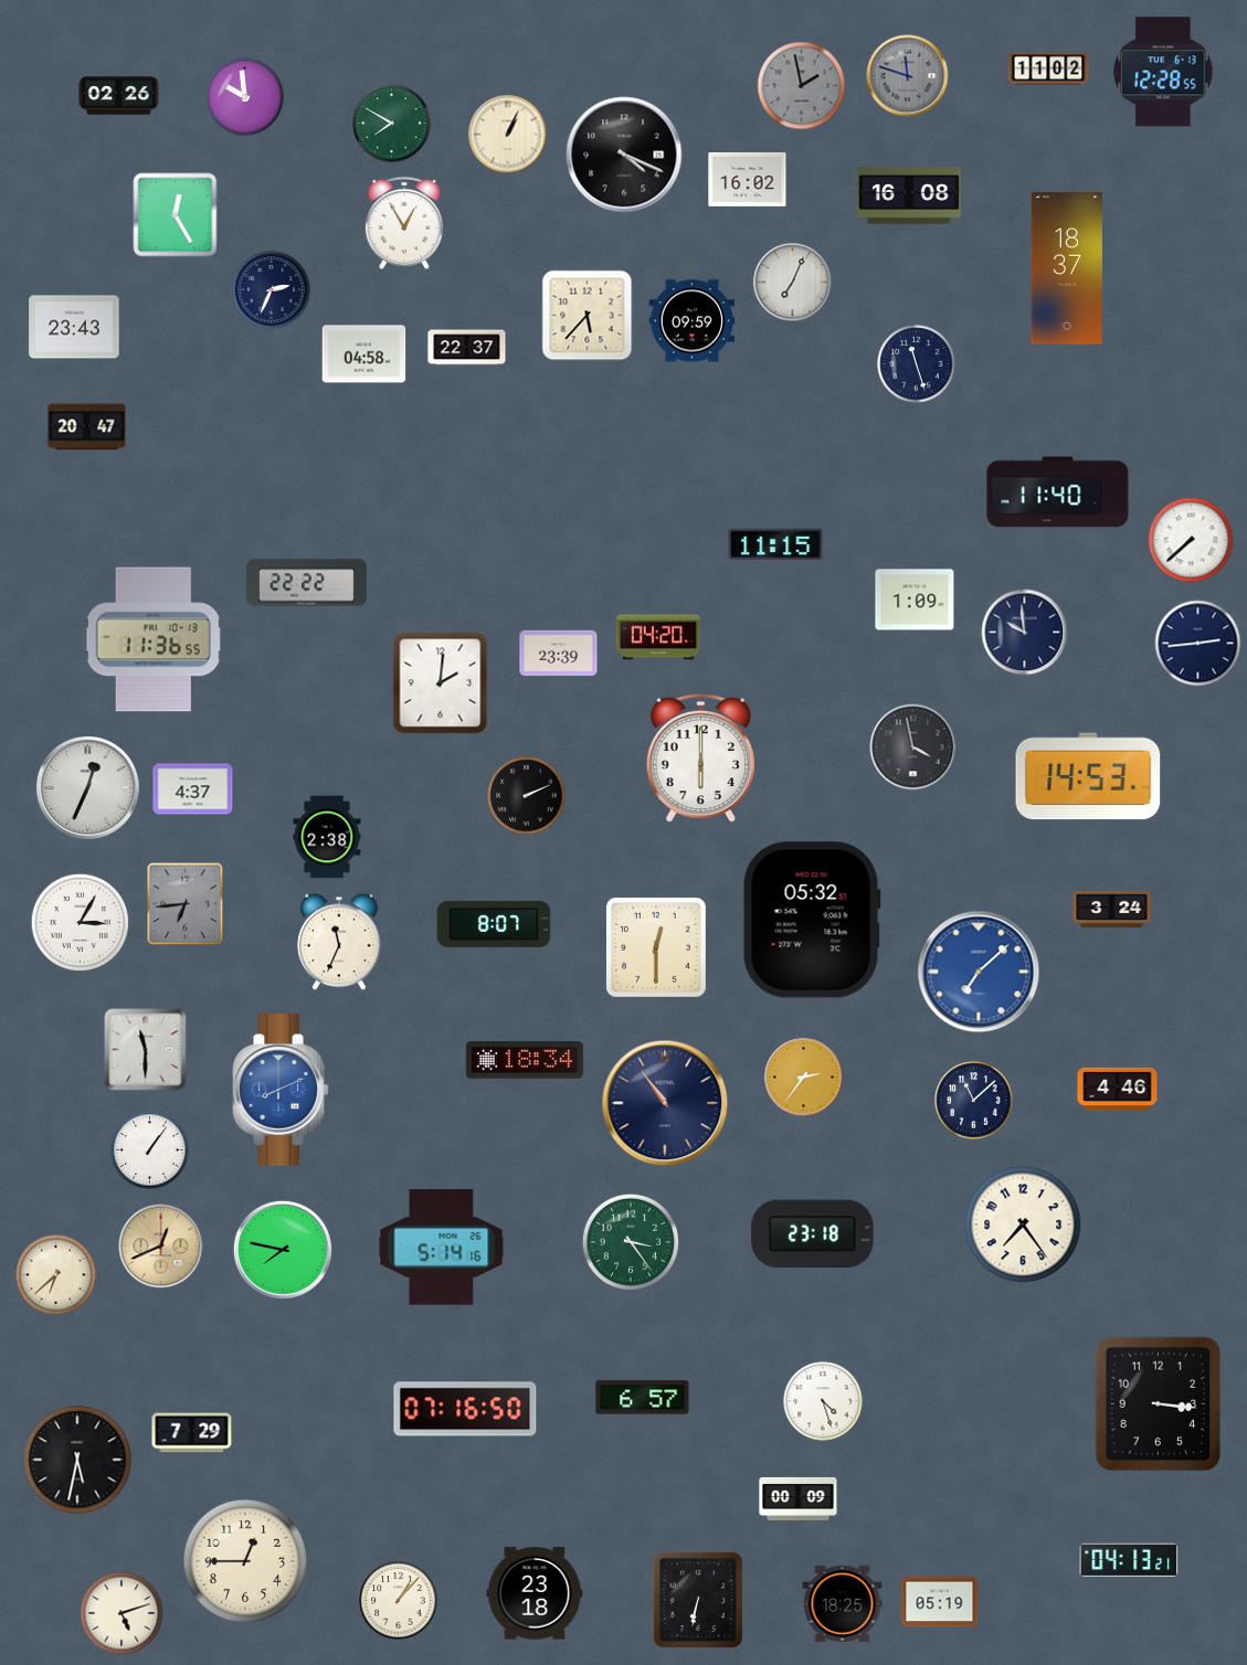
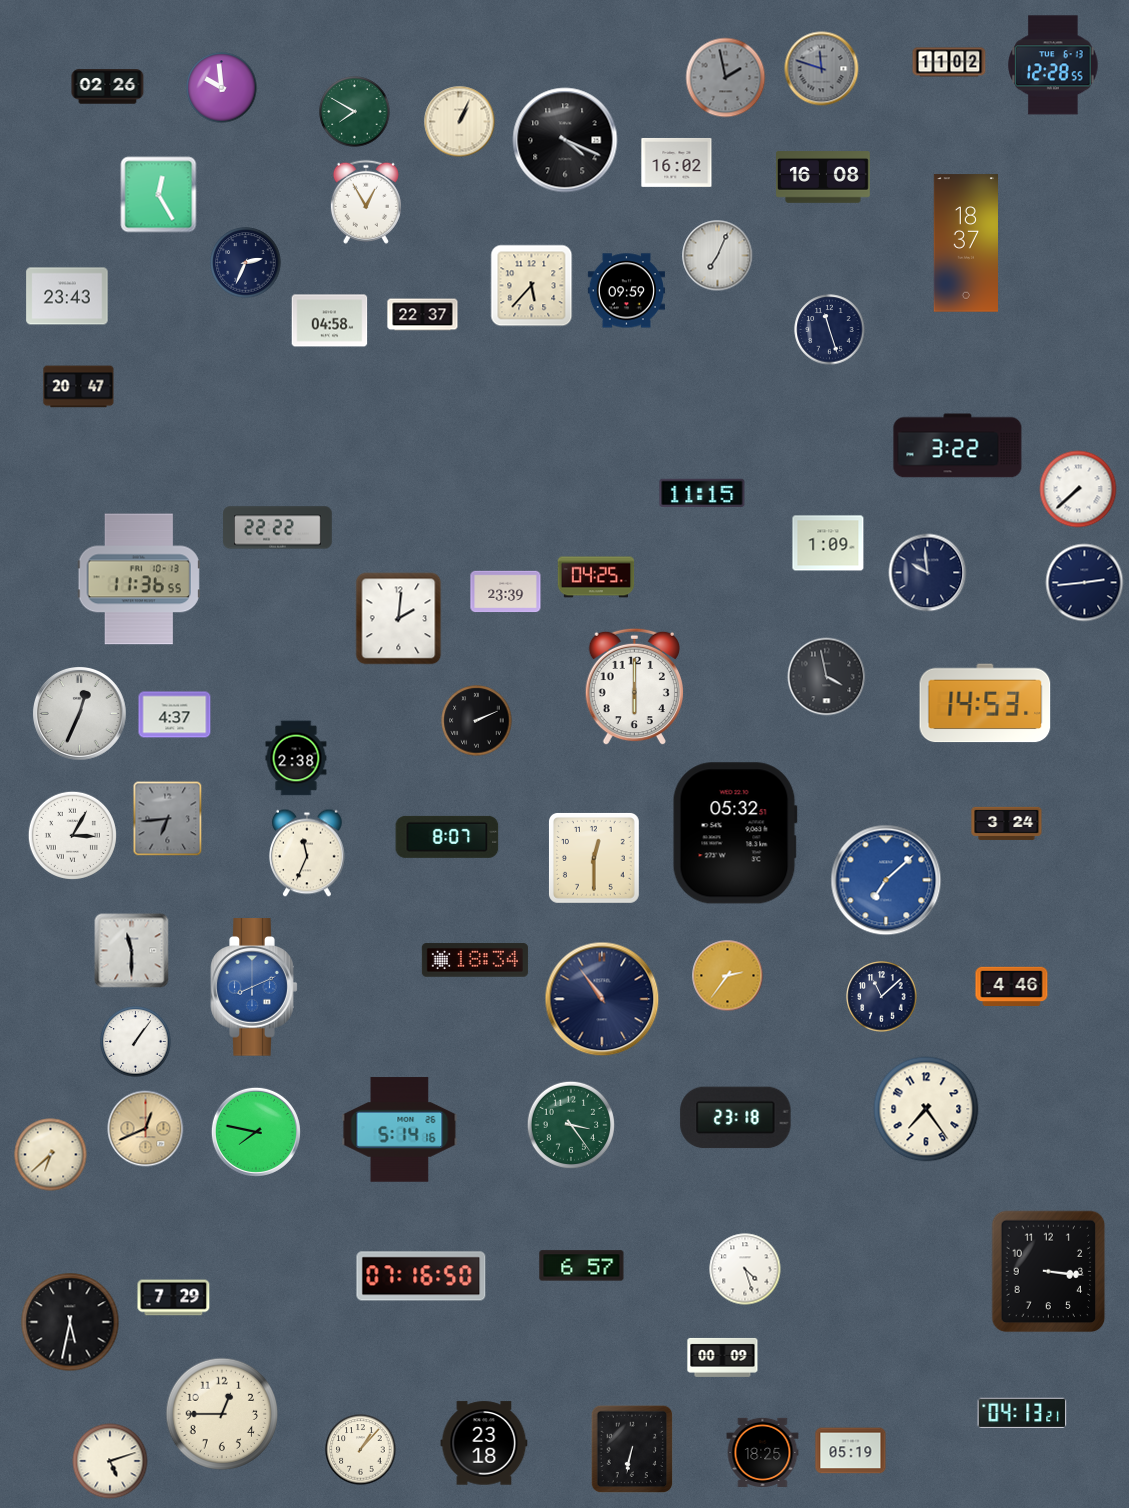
clock at (1058, 492): 11:40 -> 3:22
clock at (658, 637): 04:20 -> 04:25
